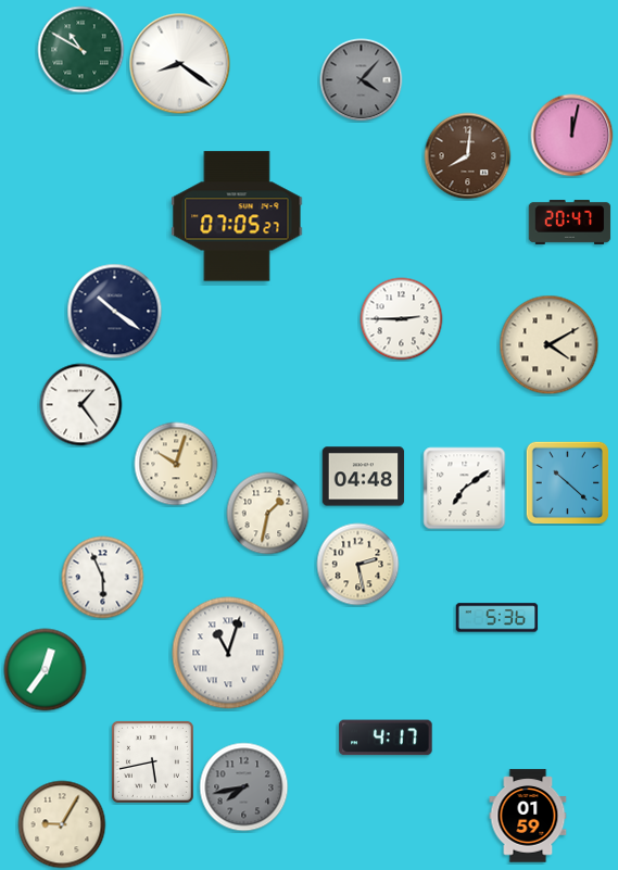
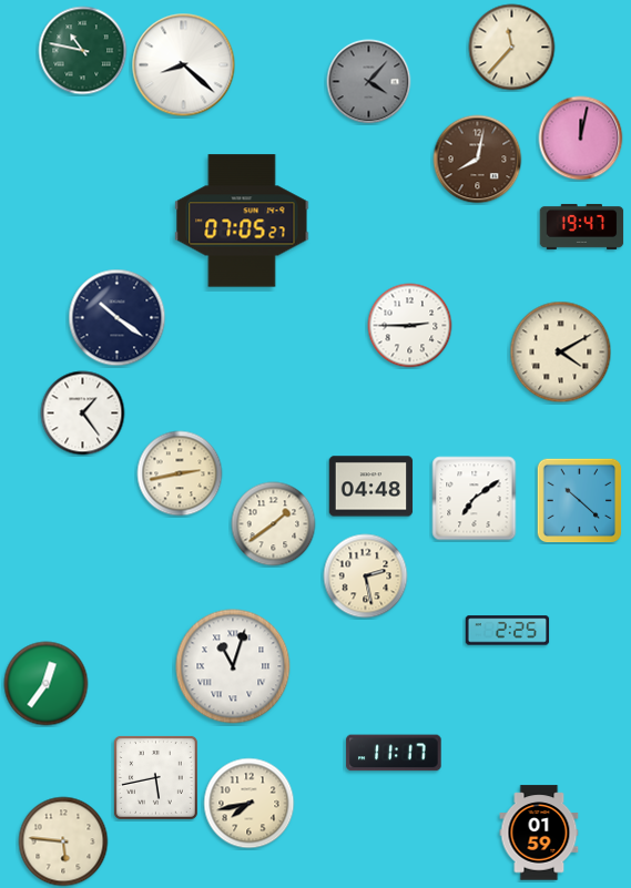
clock at (512, 48): none -> 11:37
clock at (81, 50): 10:50 -> 10:47
clock at (180, 64): 8:21 -> 8:22
clock at (572, 136) position: (572, 136) -> (581, 139)
clock at (468, 156): 8:01 -> 8:02
clock at (570, 222): 20:47 -> 19:47
clock at (176, 464): 10:03 -> 2:43
clock at (567, 482) position: (567, 482) -> (579, 500)
clock at (268, 514): 1:32 -> 1:39
clock at (103, 578): 5:56 -> none
clock at (497, 618): 5:36 -> 2:25
clock at (386, 737): 4:17 -> 11:17
clock at (244, 787) dial: grey -> cream
clock at (62, 824): 9:05 -> 5:46
